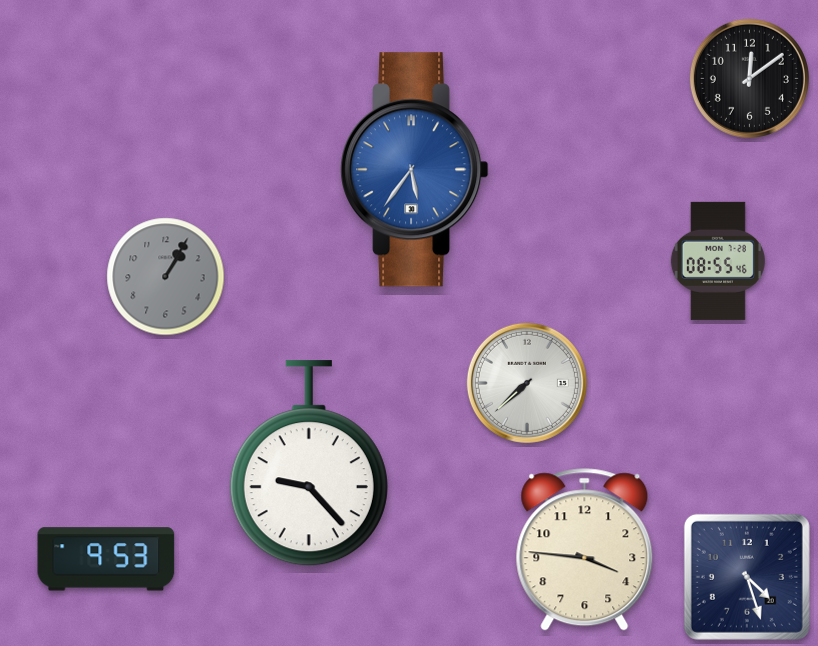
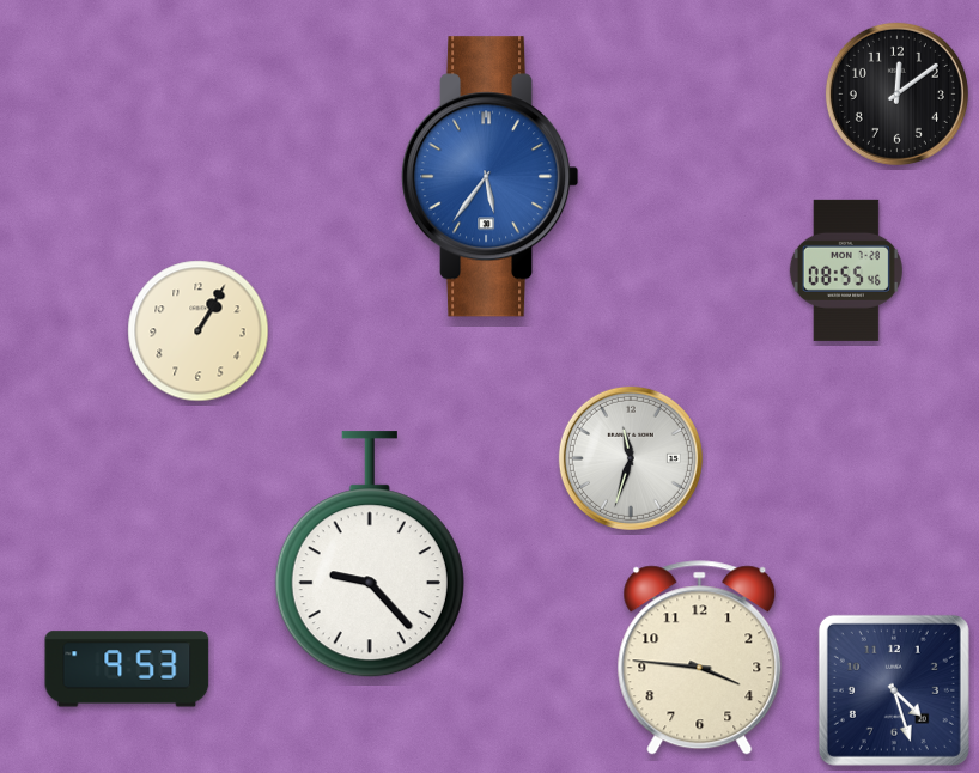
clock at (415, 170) position: (415, 170) -> (491, 177)
clock at (718, 261) position: (718, 261) -> (846, 270)
clock at (166, 277) dial: grey -> cream
clock at (527, 383): 7:38 -> 11:33
